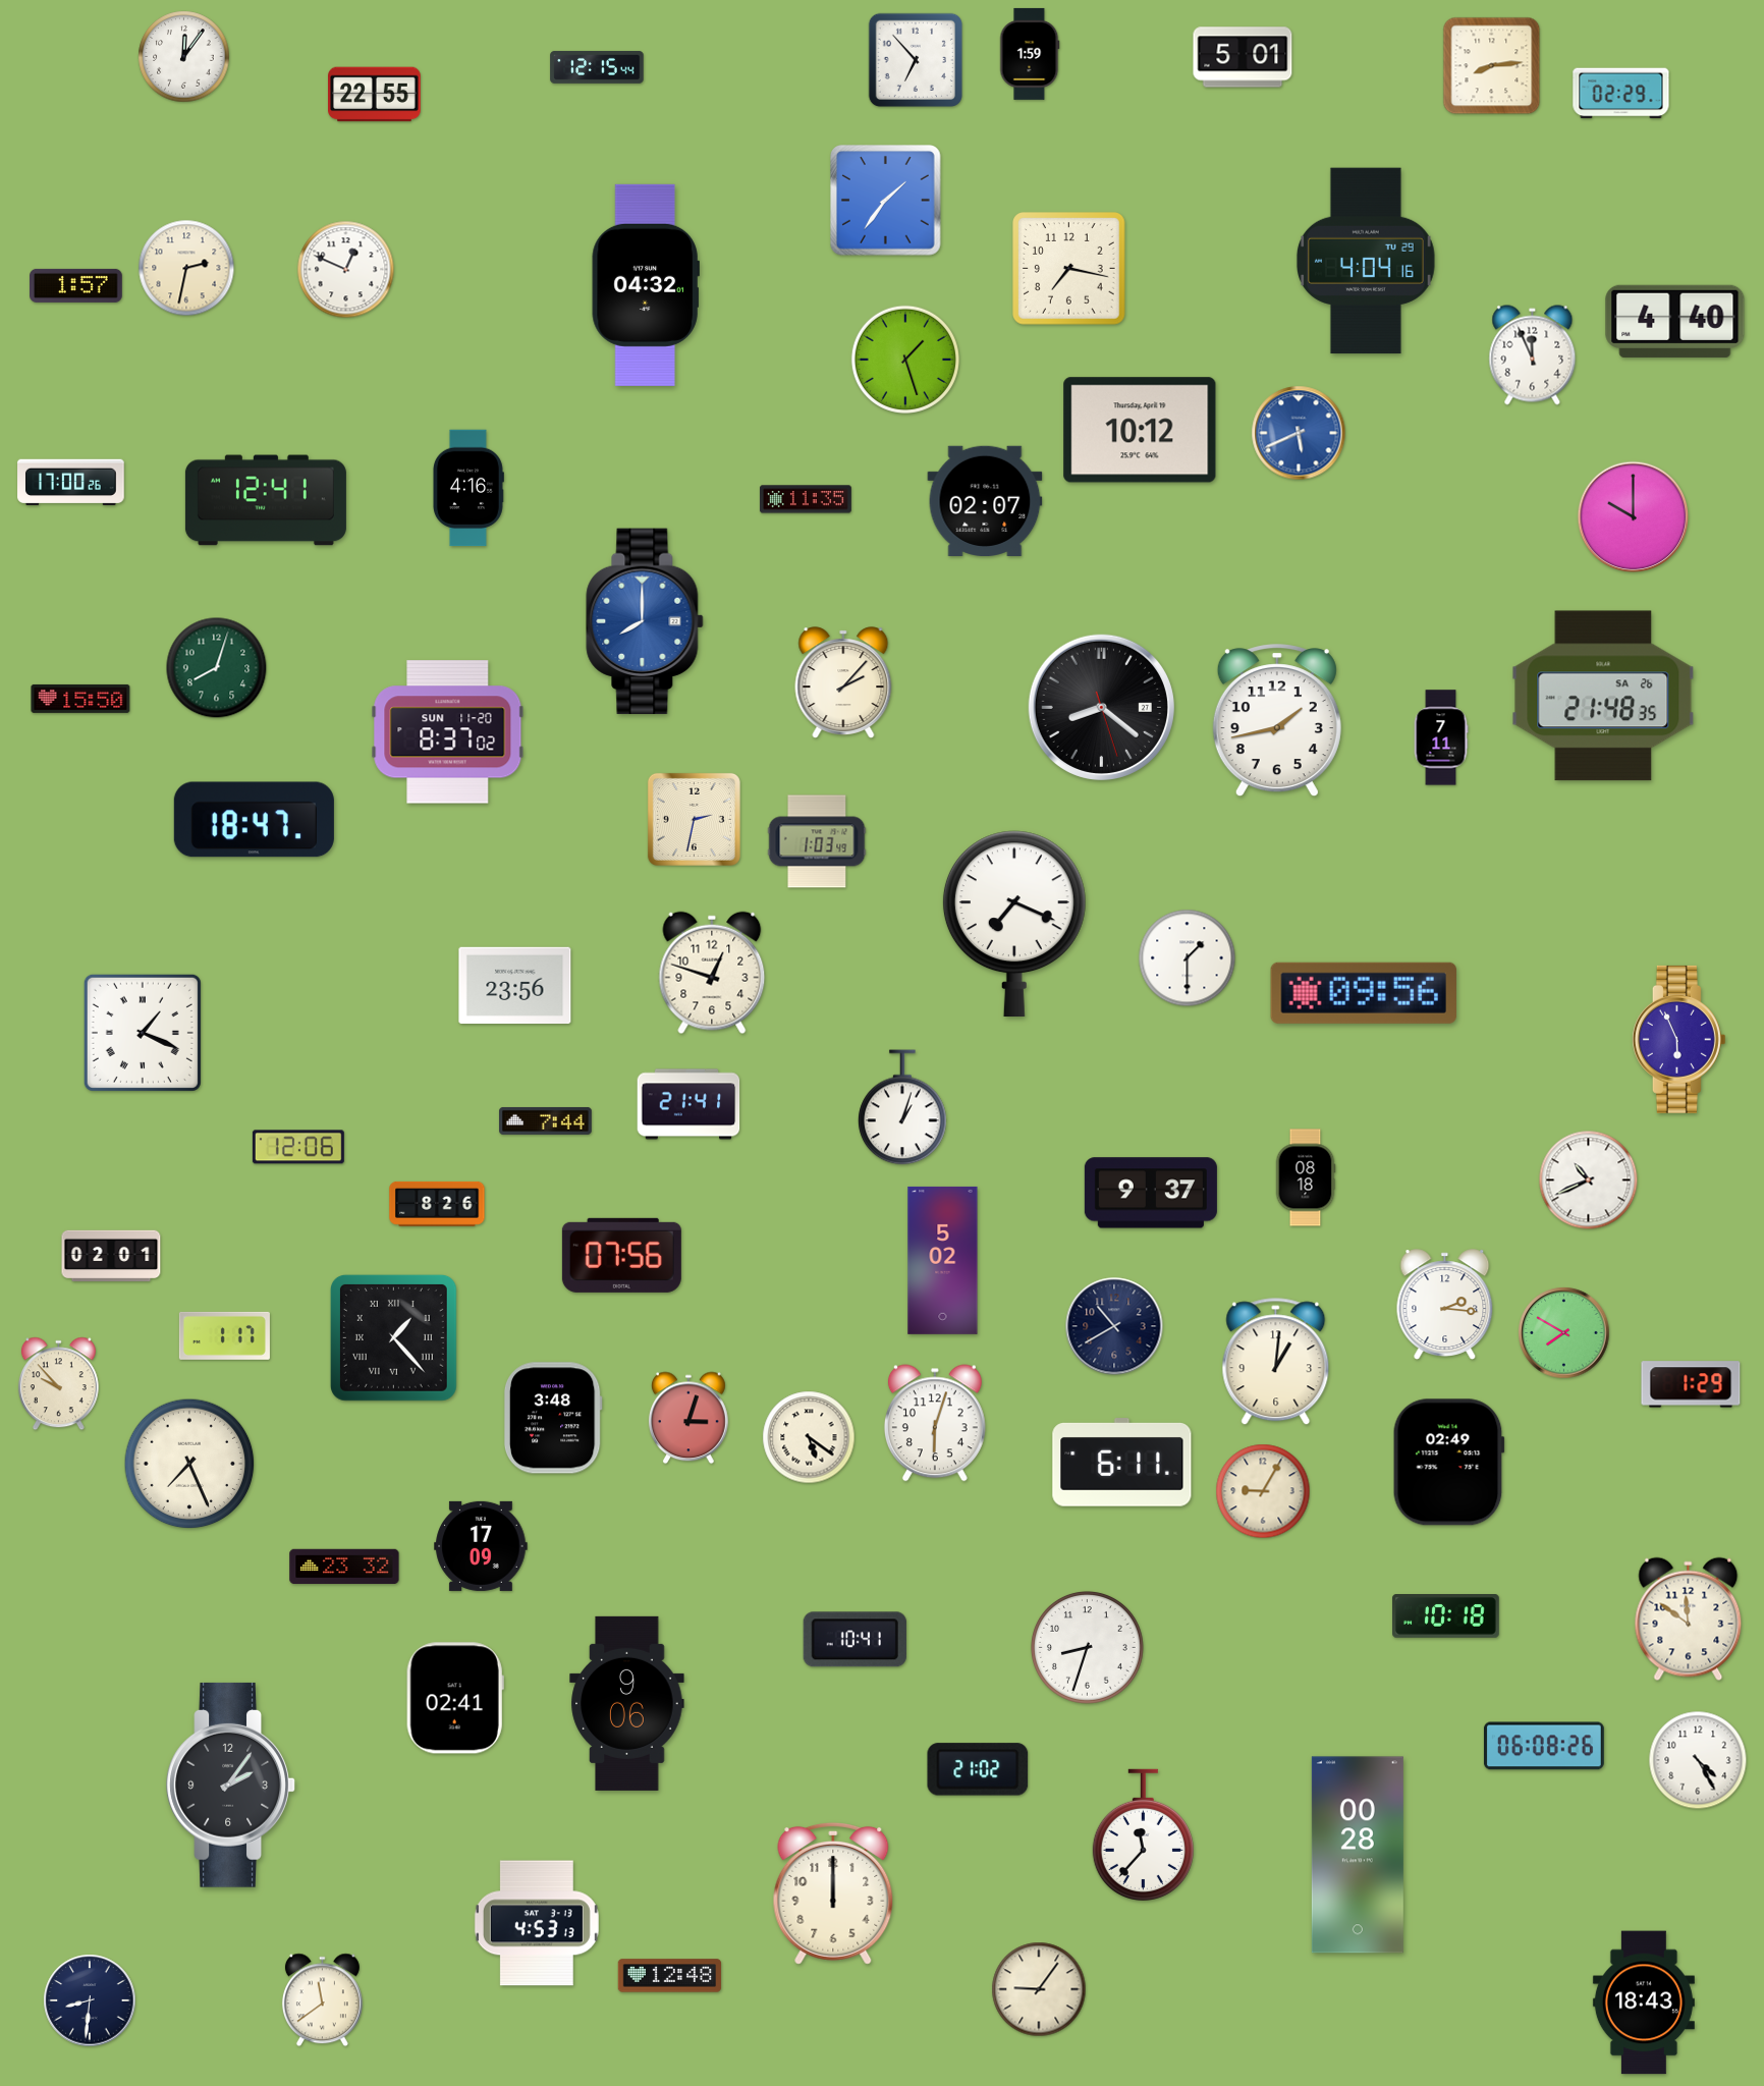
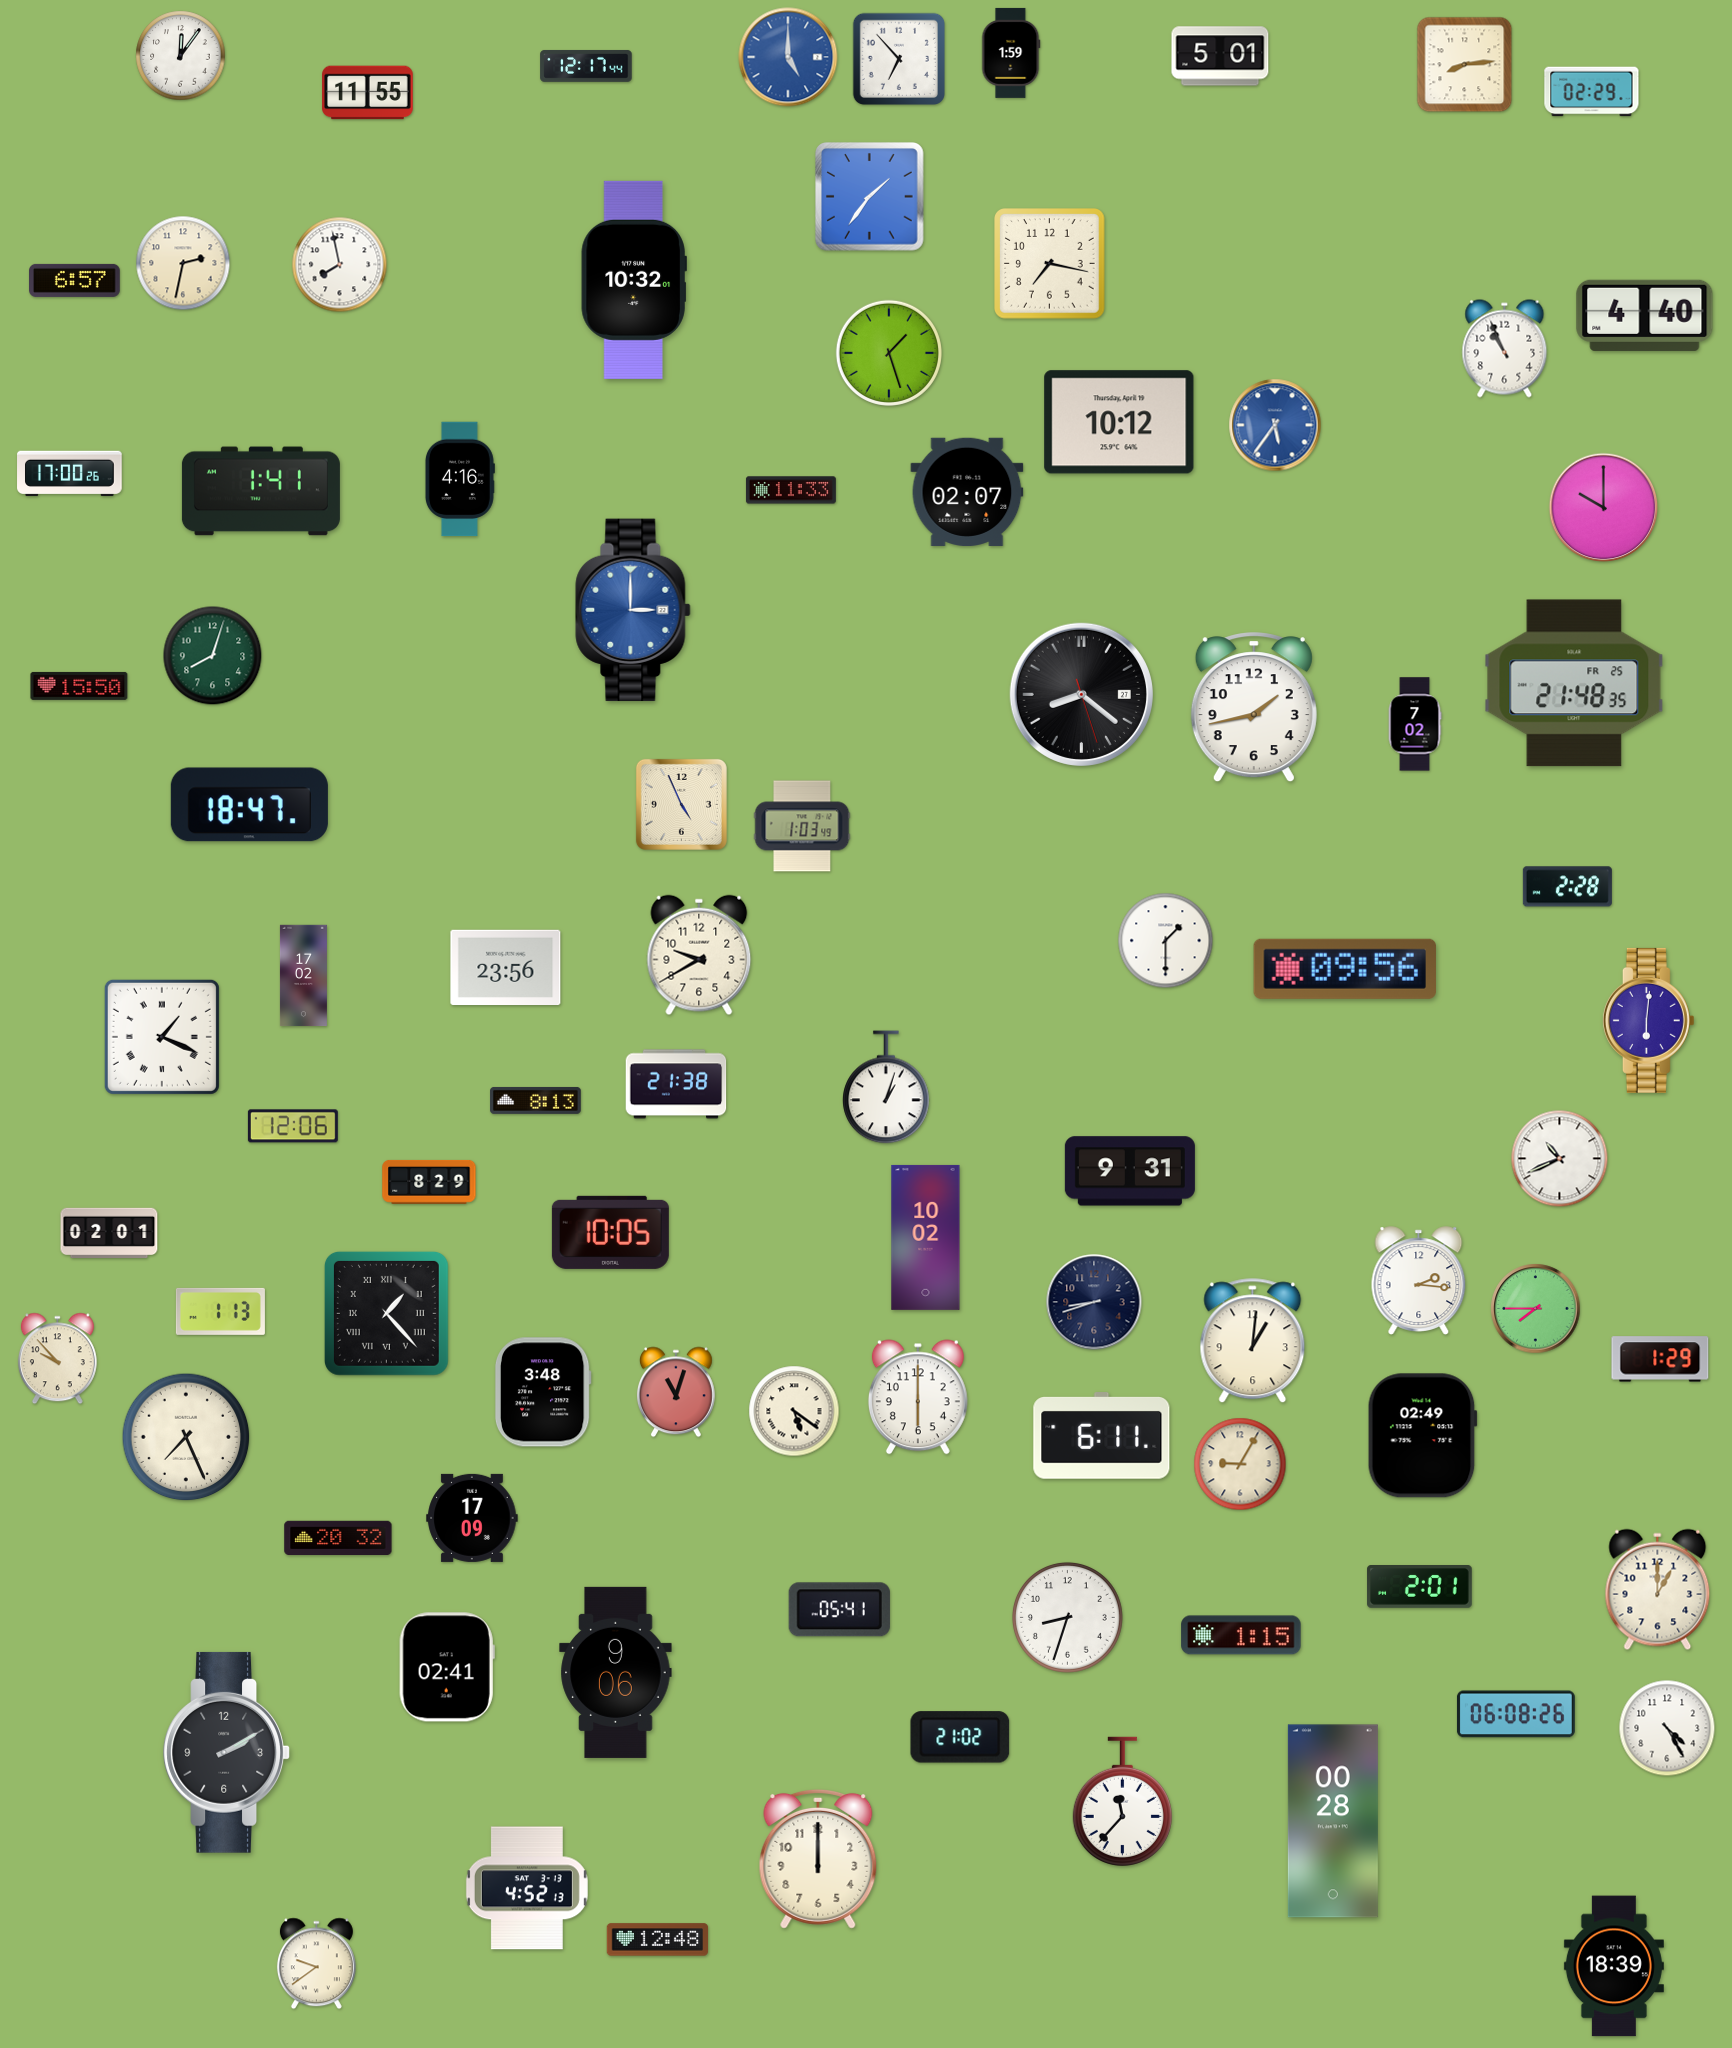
clock at (788, 57): none -> 5:00
clock at (597, 67): 12:15 -> 12:17
clock at (375, 95): 22:55 -> 11:55
clock at (1367, 261): 4:04 -> none
clock at (346, 270): 12:49 -> 7:58
clock at (76, 285): 1:57 -> 6:57
clock at (646, 285): 04:32 -> 10:32
clock at (1533, 355): 11:56 -> 10:56
clock at (1299, 433): 5:41 -> 5:36
clock at (806, 499): 11:35 -> 11:33
clock at (266, 500): 12:41 -> 1:41
clock at (645, 621): 8:00 -> 3:00
clock at (843, 682): 2:07 -> none
clock at (1603, 696) date: SA 26 -> FR 25
clock at (448, 732): 8:37 -> none
clock at (1441, 737): 7:11 -> 7:02
clock at (694, 819): 2:32 -> 4:56
clock at (1567, 887): none -> 2:28
clock at (1014, 923): 7:19 -> none
clock at (712, 973): 12:48 -> 9:40
clock at (1363, 993) position: (1363, 993) -> (1344, 969)
clock at (303, 976): none -> 17:02
clock at (143, 1033) position: (143, 1033) -> (162, 1037)
clock at (1678, 1039): 5:56 -> 6:01
clock at (688, 1104): 21:41 -> 21:38
clock at (546, 1120): 7:44 -> 8:13
clock at (1306, 1177): 08:18 -> none
clock at (1151, 1193): 9:37 -> 9:31
clock at (437, 1204): 8:26 -> 8:29
clock at (621, 1255): 07:56 -> 10:05
clock at (943, 1260): 5:02 -> 10:02
clock at (1114, 1326): 10:40 -> 8:42
clock at (1564, 1333): 7:50 -> 7:45
clock at (224, 1335): 1:17 -> 1:13
clock at (1276, 1362) position: (1276, 1362) -> (1253, 1341)
clock at (688, 1418): 3:03 -> 11:03
clock at (935, 1423): 6:03 -> 6:00
clock at (344, 1566): 23:32 -> 20:32
clock at (1446, 1616): 10:18 -> 2:01
clock at (1689, 1620): 11:51 -> 1:00
clock at (855, 1640): 10:41 -> 05:41
clock at (1241, 1635): none -> 1:15
clock at (231, 1785): 2:06 -> 2:10
clock at (537, 1923): 4:53 -> 4:52
clock at (1039, 1989): 9:06 -> none
clock at (90, 2000): 8:31 -> none
clock at (322, 2000): 11:39 -> 9:39
clock at (1644, 2002): 18:43 -> 18:39
